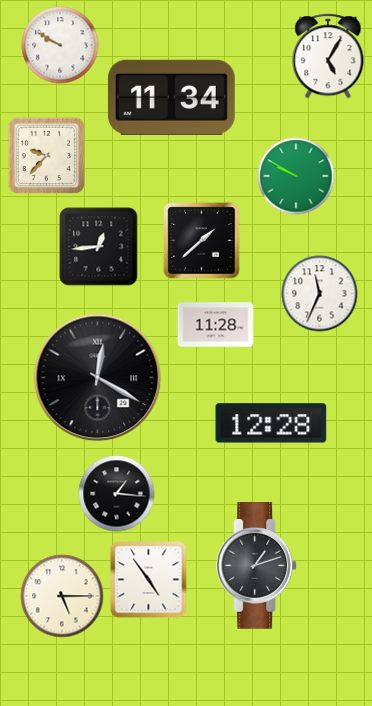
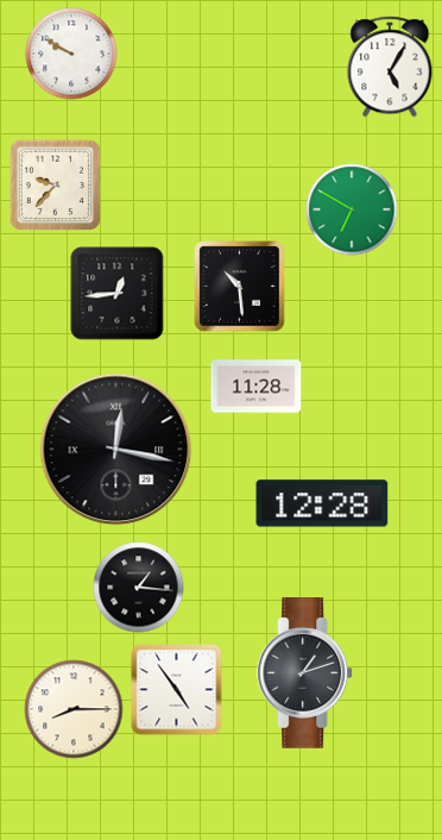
clock at (171, 97): 11:34 -> none
clock at (296, 176): 9:50 -> 6:50
clock at (202, 241): 1:38 -> 10:29
clock at (320, 294): 11:34 -> none
clock at (98, 378): 12:20 -> 12:17
clock at (62, 596): 5:15 -> 8:15
